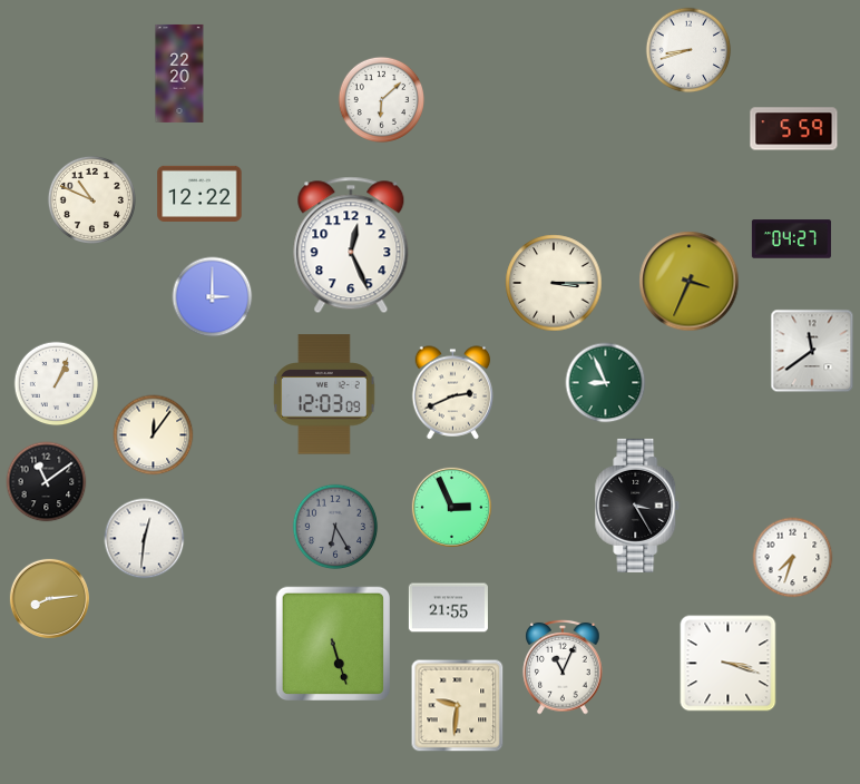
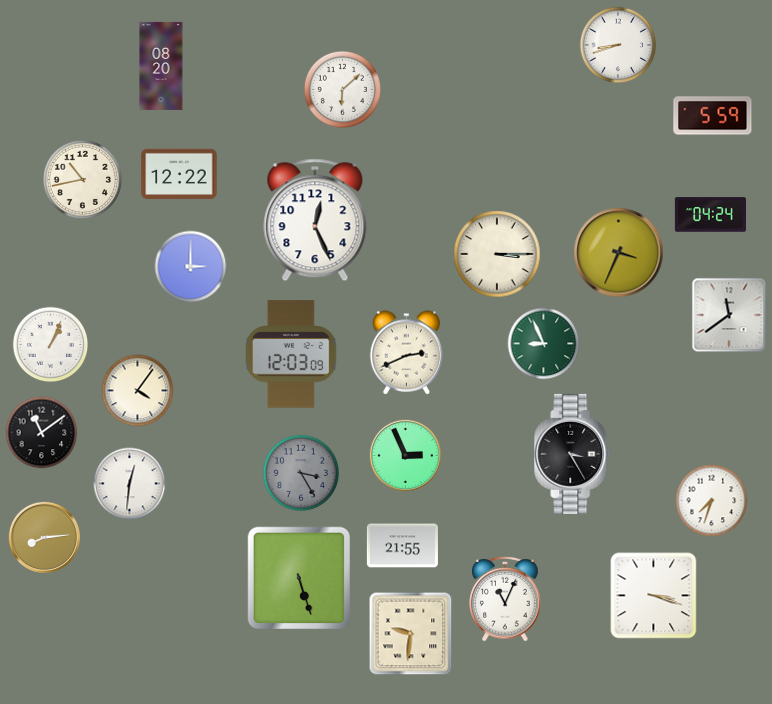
clock at (179, 73): 22:20 -> 08:20
clock at (91, 199): 10:49 -> 10:43
clock at (791, 239): 04:27 -> 04:24
clock at (154, 435): 12:06 -> 4:06
clock at (335, 527): 6:25 -> 3:25
